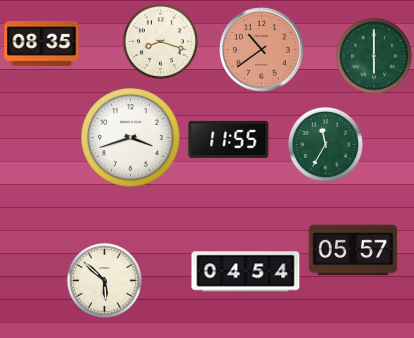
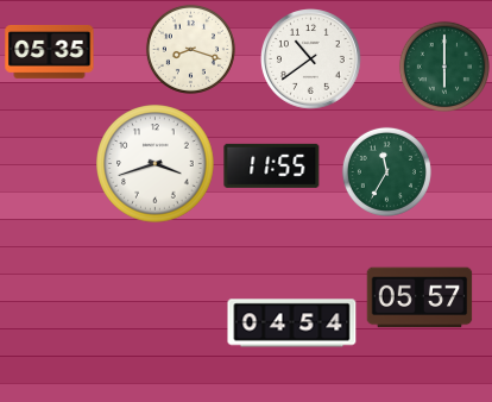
clock at (42, 44): 08:35 -> 05:35
clock at (262, 50) dial: salmon -> white
clock at (104, 280): 5:52 -> none
